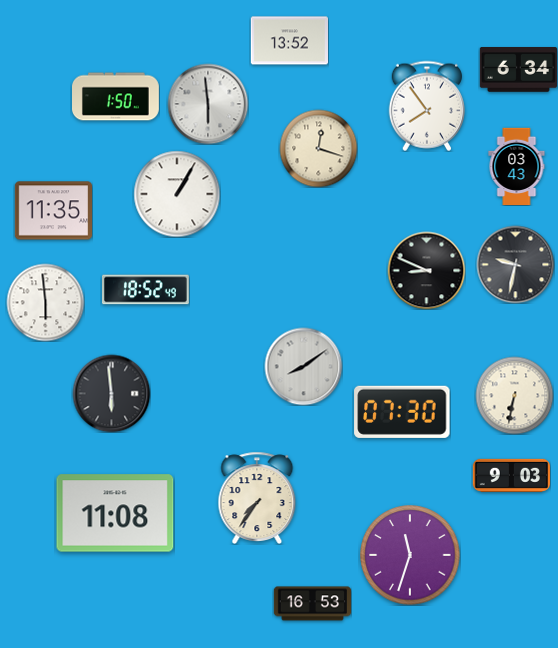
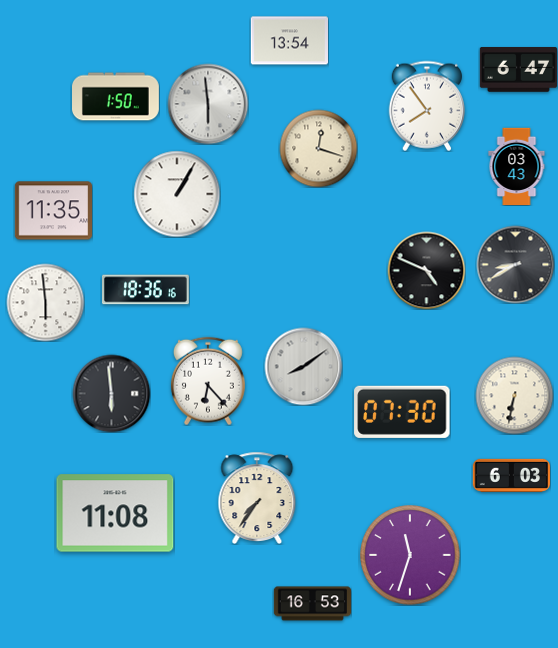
clock at (289, 41): 13:52 -> 13:54
clock at (518, 70): 6:34 -> 6:47
clock at (515, 264): 9:32 -> 8:40
clock at (426, 270): 8:49 -> 4:49
clock at (146, 290): 18:52 -> 18:36
clock at (208, 381): none -> 6:23
clock at (511, 475): 9:03 -> 6:03
